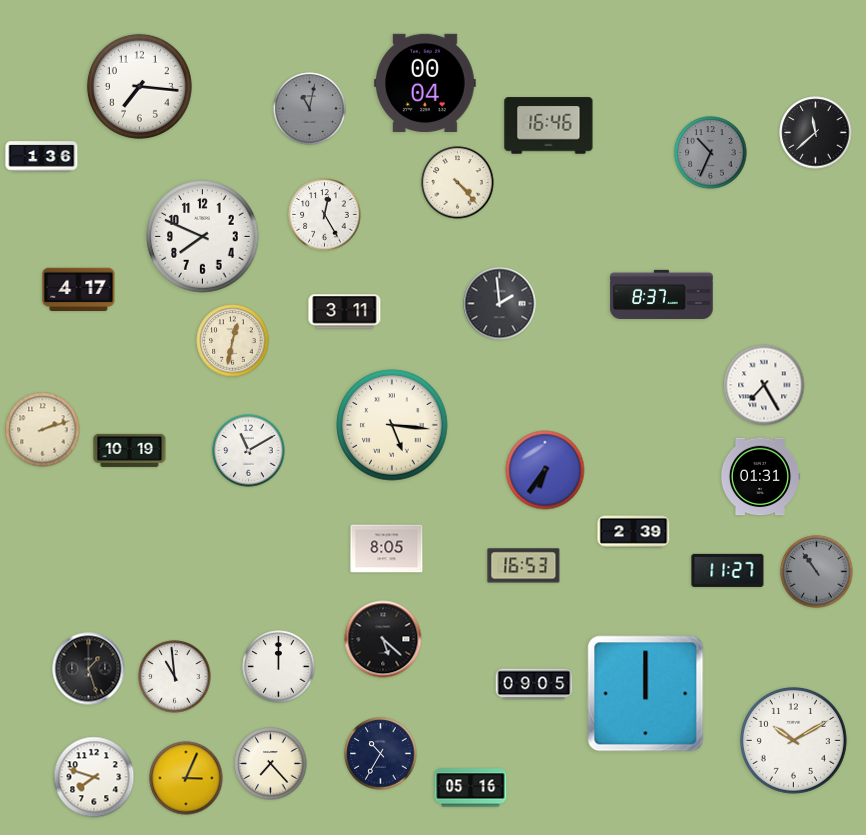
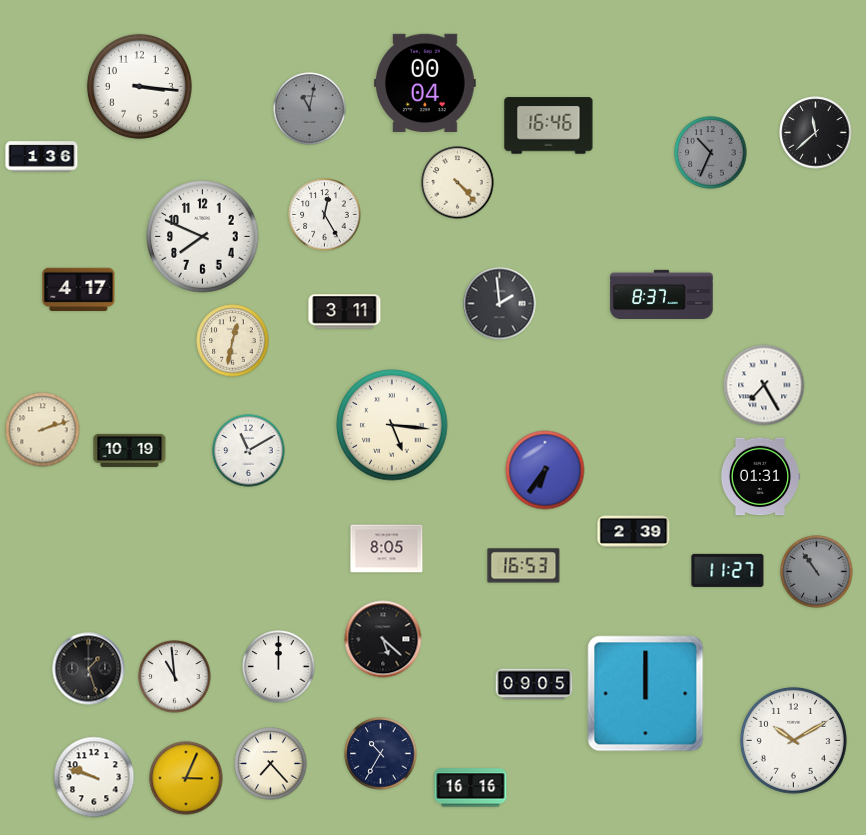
clock at (139, 86): 7:16 -> 3:16
clock at (94, 777): 7:48 -> 9:48
clock at (471, 788): 05:16 -> 16:16
